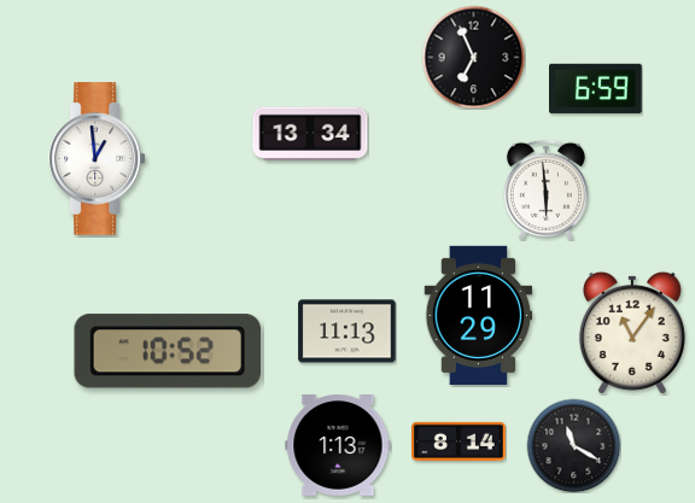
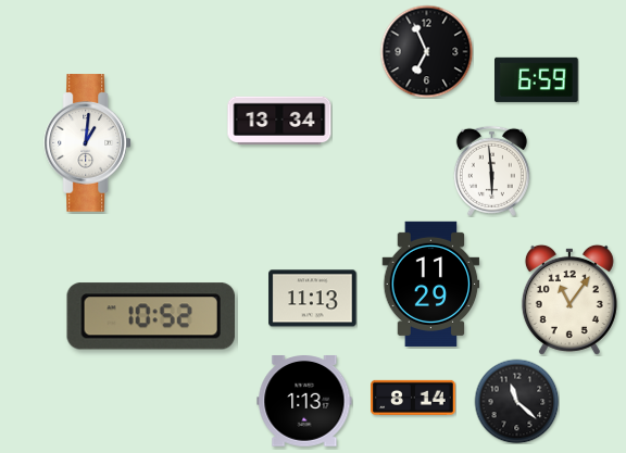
clock at (98, 159): 12:59 -> 1:01
clock at (573, 445): 11:20 -> 11:22
